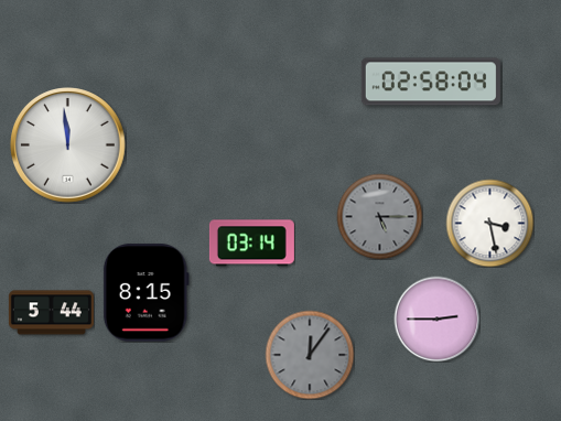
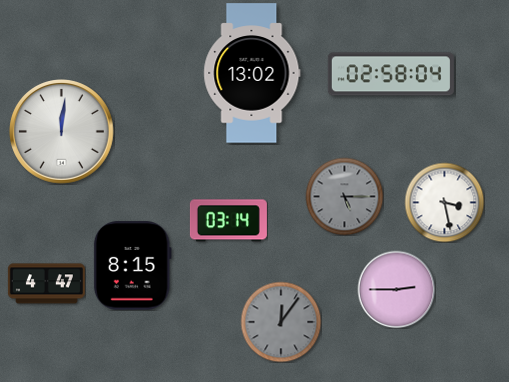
clock at (252, 73): none -> 13:02
clock at (68, 145): 11:59 -> 12:01
clock at (51, 313): 5:44 -> 4:47
